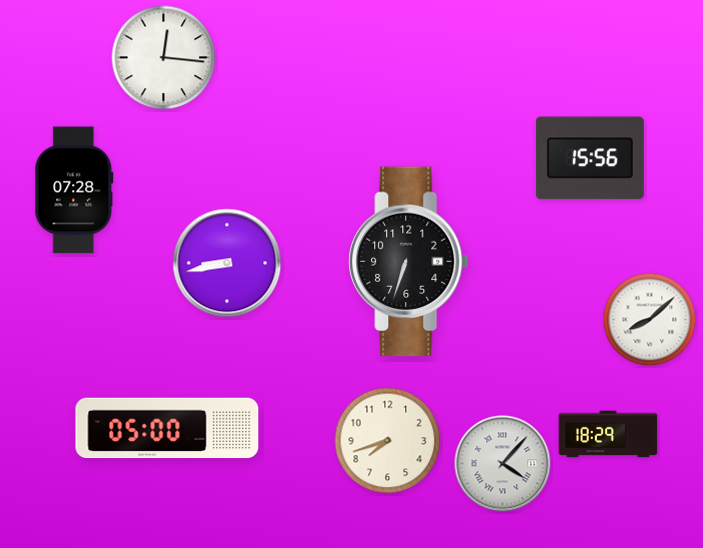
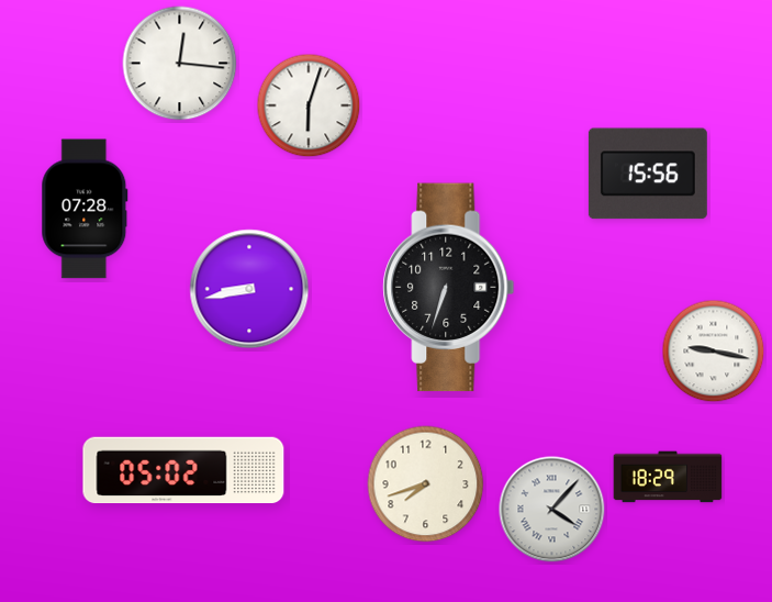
clock at (309, 105): none -> 6:03
clock at (74, 190) position: (74, 190) -> (85, 209)
clock at (650, 320): 8:08 -> 9:17
clock at (167, 428): 05:00 -> 05:02
